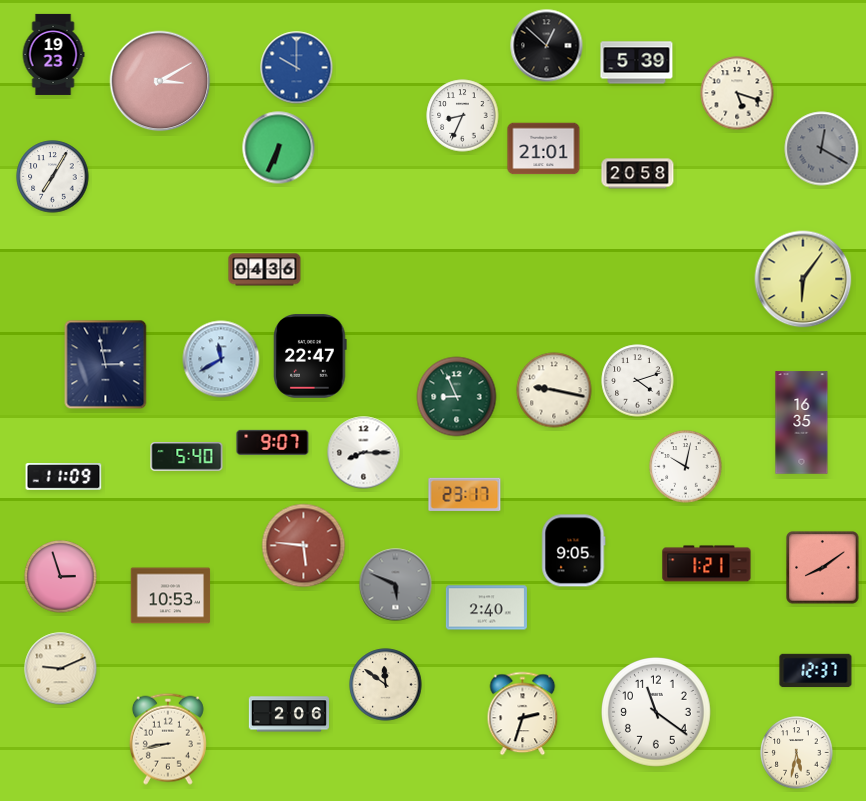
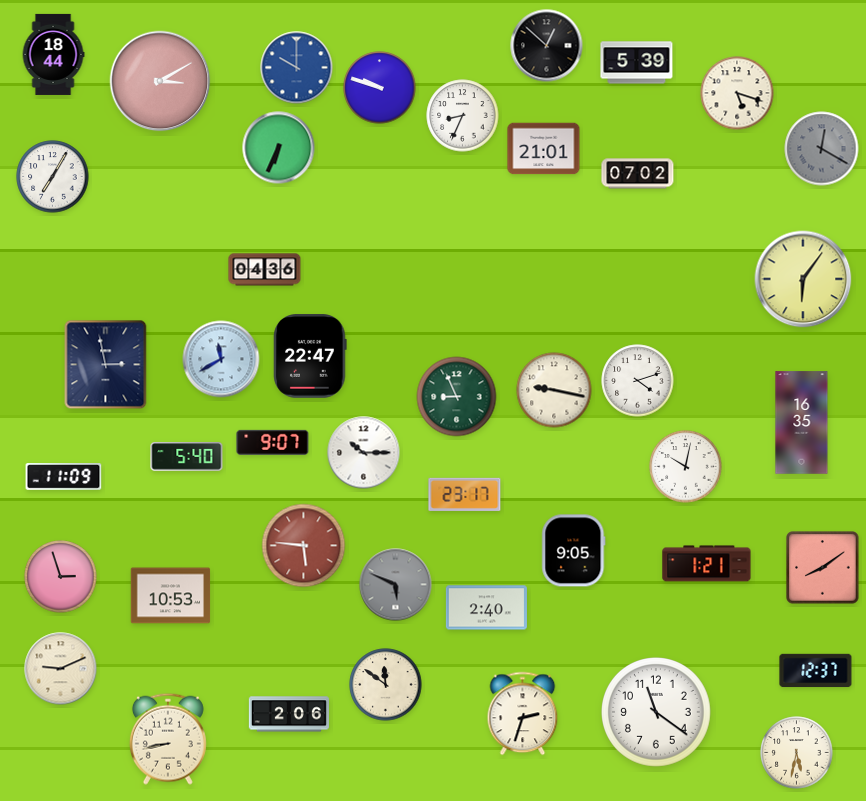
clock at (53, 54): 19:23 -> 18:44
clock at (380, 88): none -> 9:48
clock at (638, 174): 20:58 -> 07:02
clock at (364, 453): 8:15 -> 10:15
